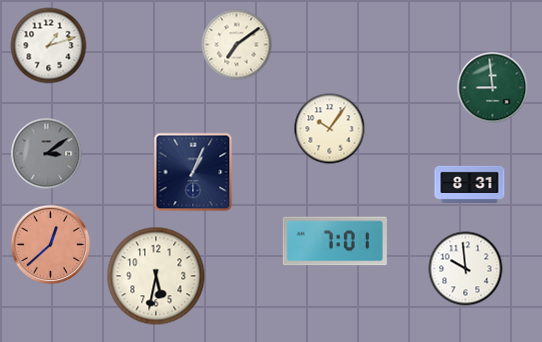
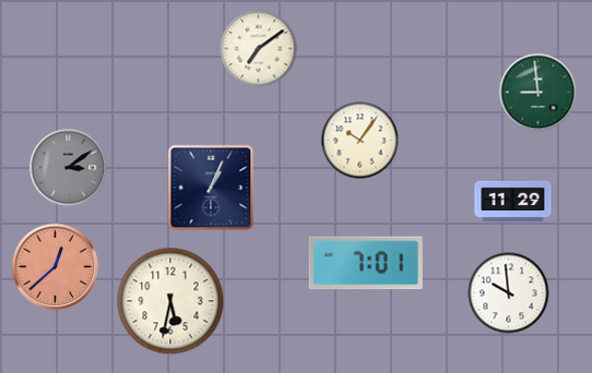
clock at (49, 46): 1:12 -> none
clock at (493, 88) position: (493, 88) -> (538, 93)
clock at (47, 154) position: (47, 154) -> (69, 168)
clock at (470, 184): 8:31 -> 11:29
